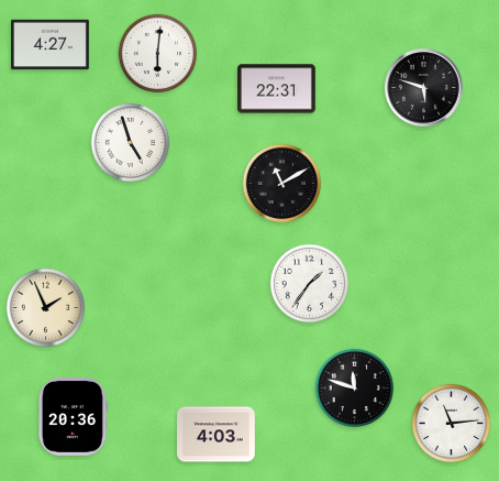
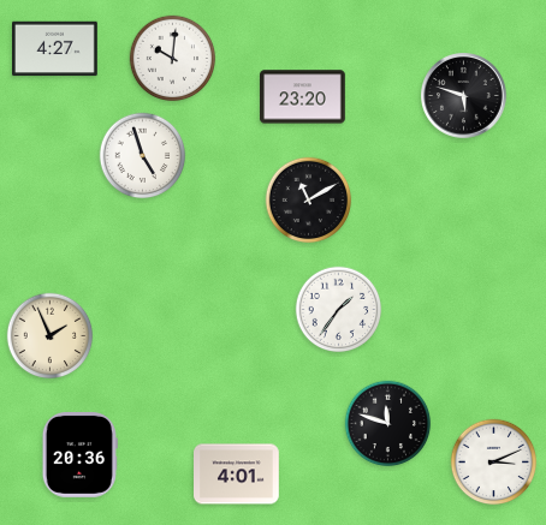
clock at (158, 54): 6:01 -> 10:01
clock at (277, 89): 22:31 -> 23:20
clock at (452, 424): 11:14 -> 3:11
clock at (217, 435): 4:03 -> 4:01
